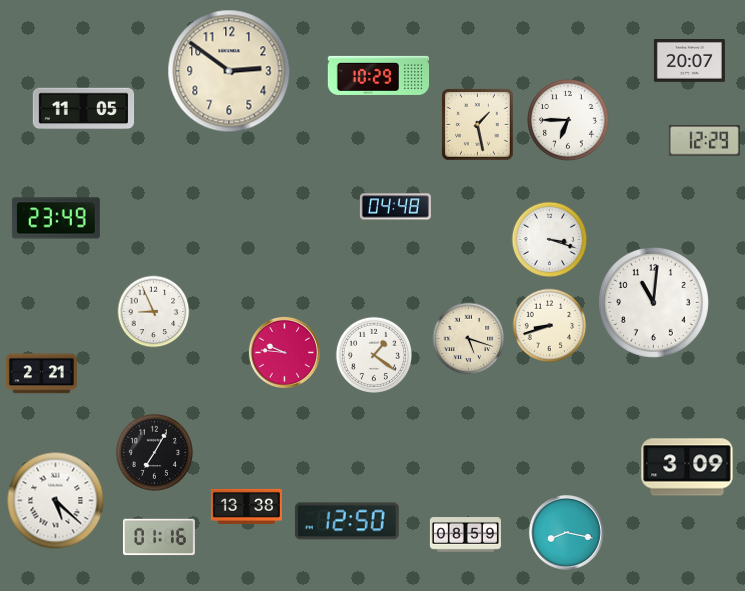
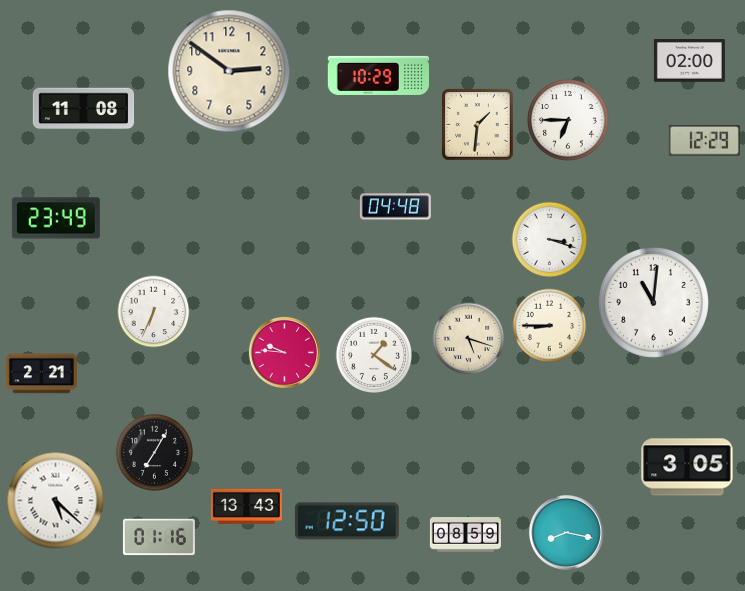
clock at (689, 61): 20:07 -> 02:00
clock at (84, 109): 11:05 -> 11:08
clock at (478, 125): 1:28 -> 1:31
clock at (154, 312): 8:56 -> 6:34
clock at (550, 326): 8:42 -> 8:45
clock at (687, 467): 3:09 -> 3:05
clock at (246, 506): 13:38 -> 13:43
